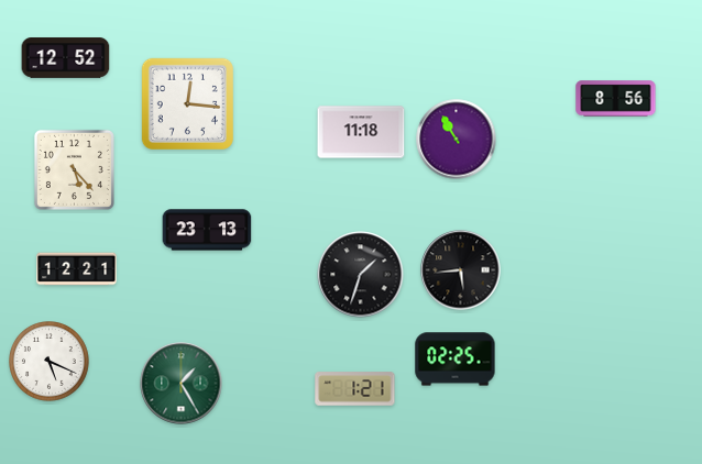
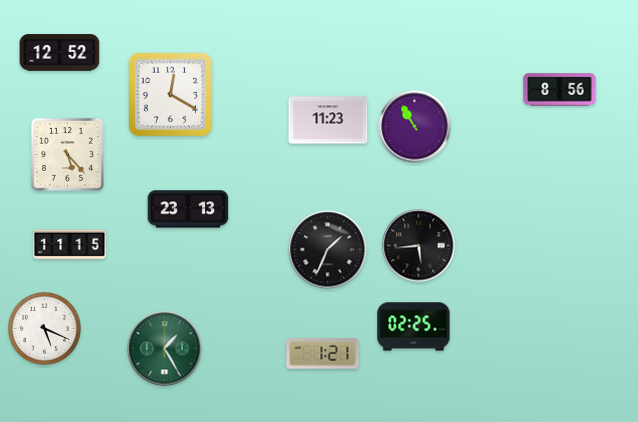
clock at (187, 103): 12:16 -> 12:20
clock at (361, 132): 11:18 -> 11:23
clock at (77, 269): 12:21 -> 11:15
clock at (361, 275): 1:33 -> 1:34
